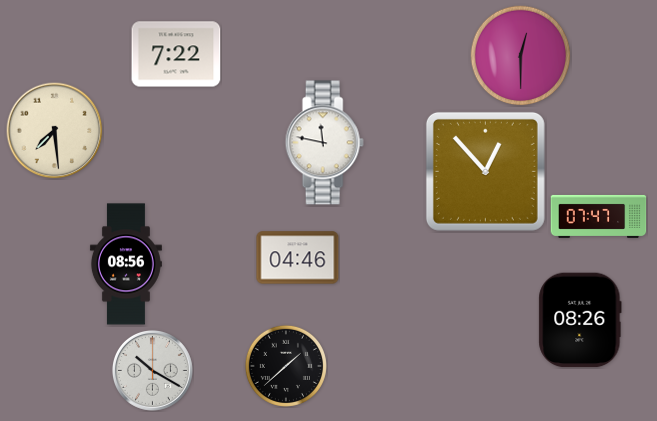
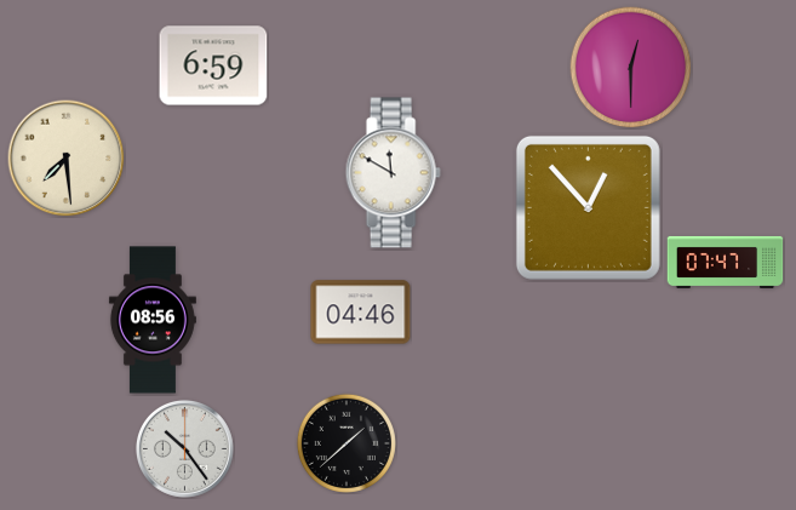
clock at (176, 54): 7:22 -> 6:59
clock at (324, 143): 11:47 -> 11:50
clock at (580, 320): 08:26 -> none
clock at (152, 370): 10:20 -> 10:24
